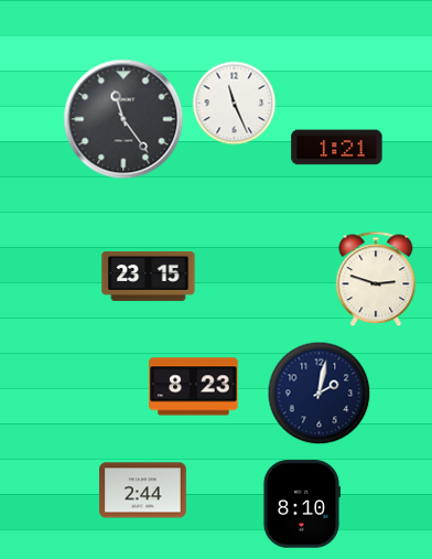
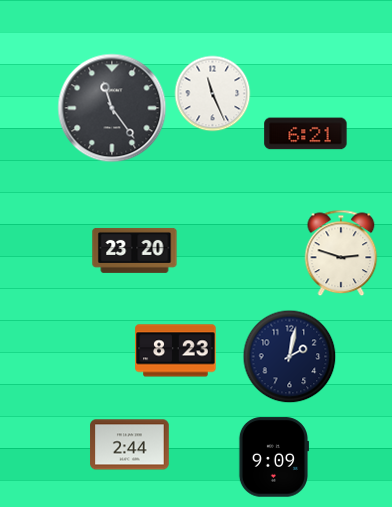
clock at (337, 148): 1:21 -> 6:21
clock at (149, 276): 23:15 -> 23:20
clock at (301, 504): 8:10 -> 9:09
